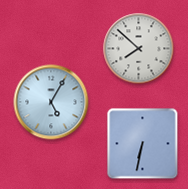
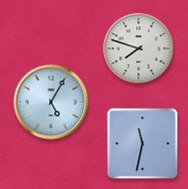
clock at (139, 49): 7:52 -> 7:48
clock at (143, 144): 6:32 -> 11:32
